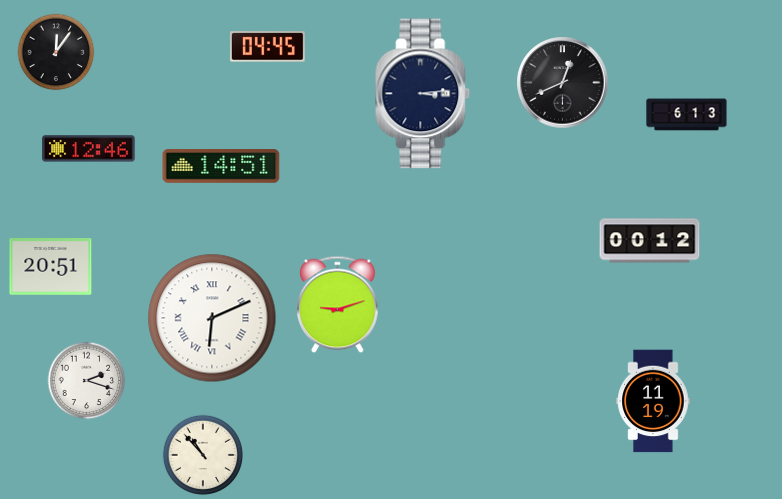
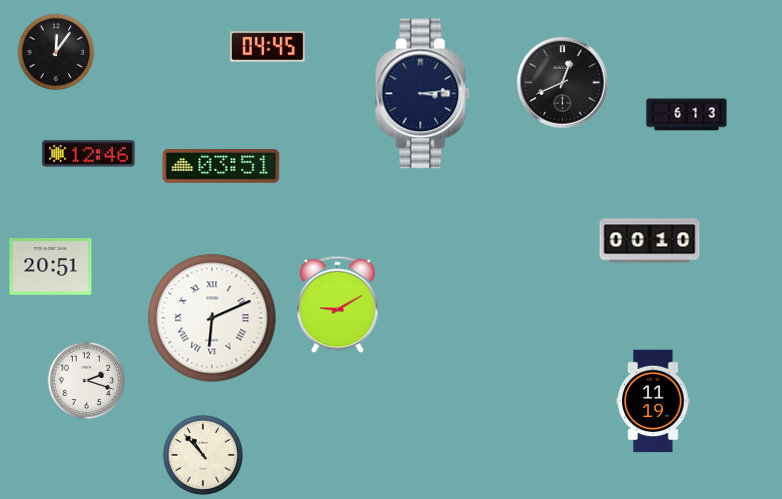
clock at (89, 149) position: (89, 149) -> (89, 154)
clock at (221, 167): 14:51 -> 03:51
clock at (650, 241): 00:12 -> 00:10
clock at (338, 305): 9:12 -> 9:10
